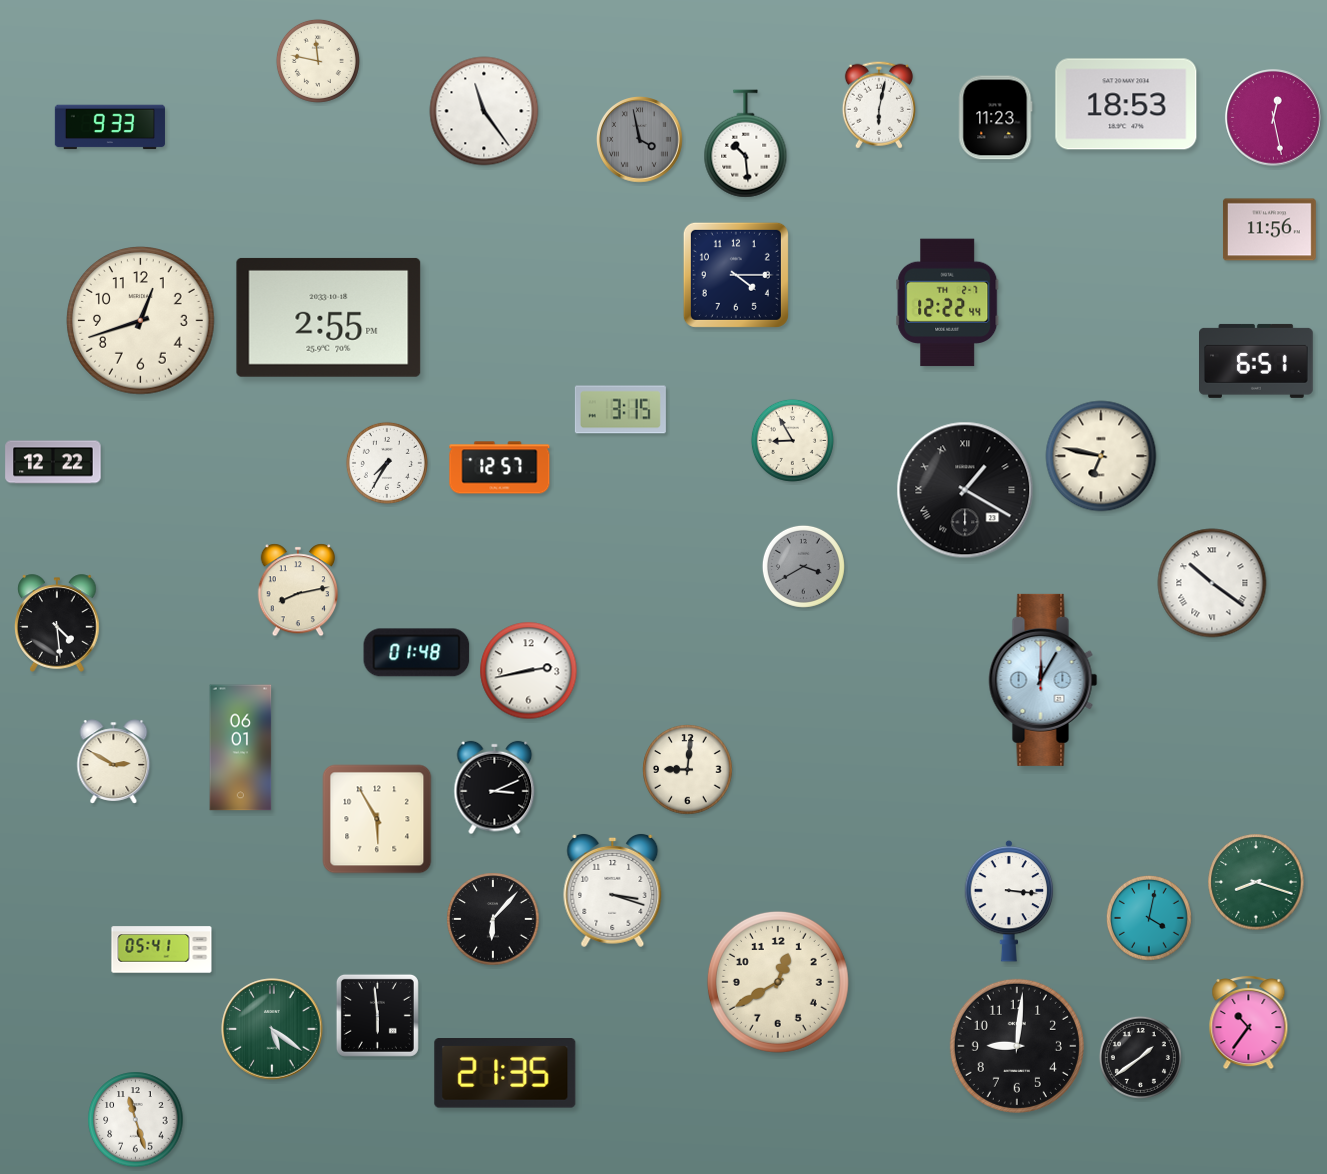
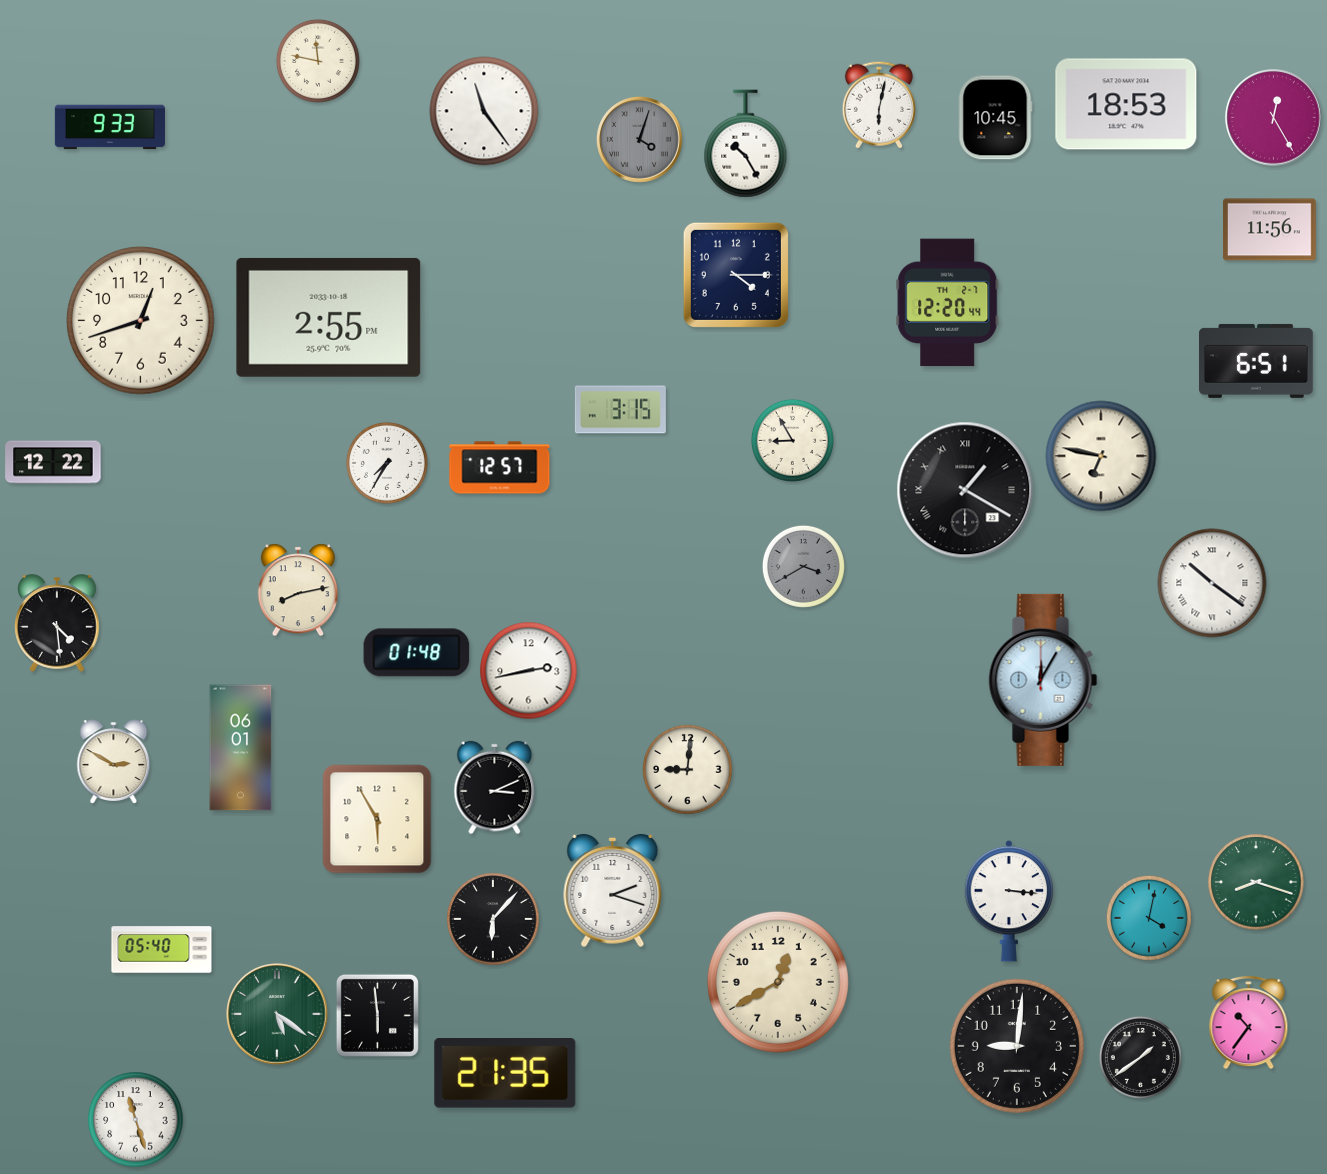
clock at (995, 118): 11:23 -> 10:45
clock at (1274, 118): 12:28 -> 12:25
clock at (640, 140): 3:58 -> 4:03
clock at (746, 144): 10:29 -> 10:25
clock at (948, 303): 12:22 -> 12:20
clock at (613, 890): 3:18 -> 2:18
clock at (162, 950): 05:41 -> 05:40
clock at (272, 1029) position: (272, 1029) -> (277, 1014)
